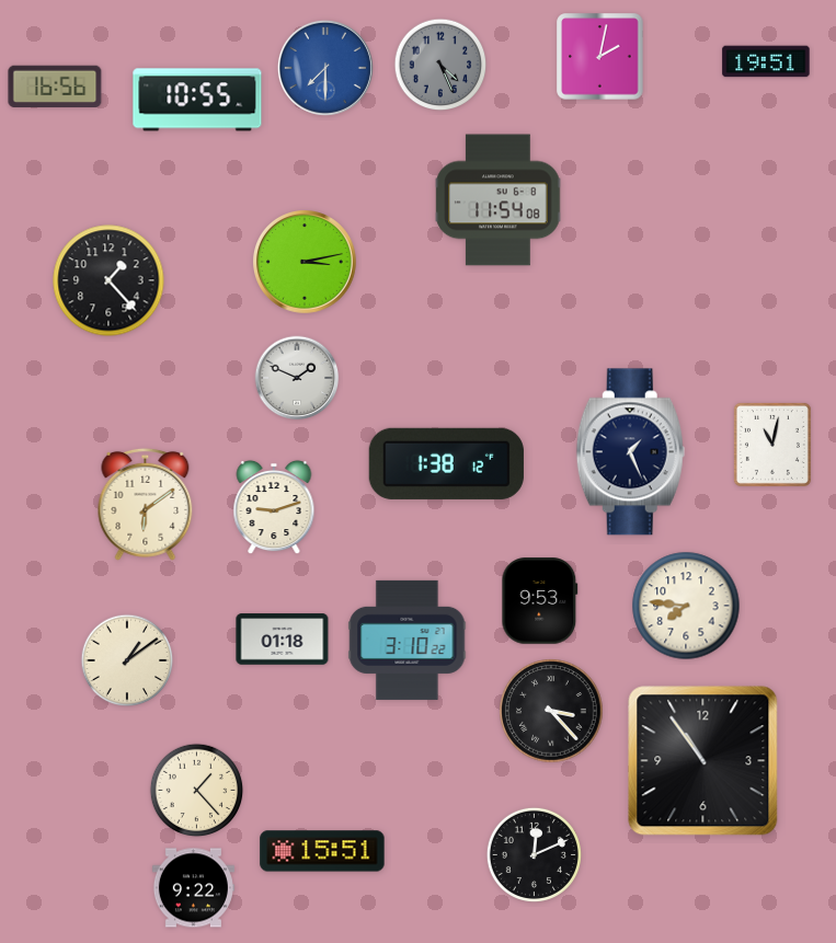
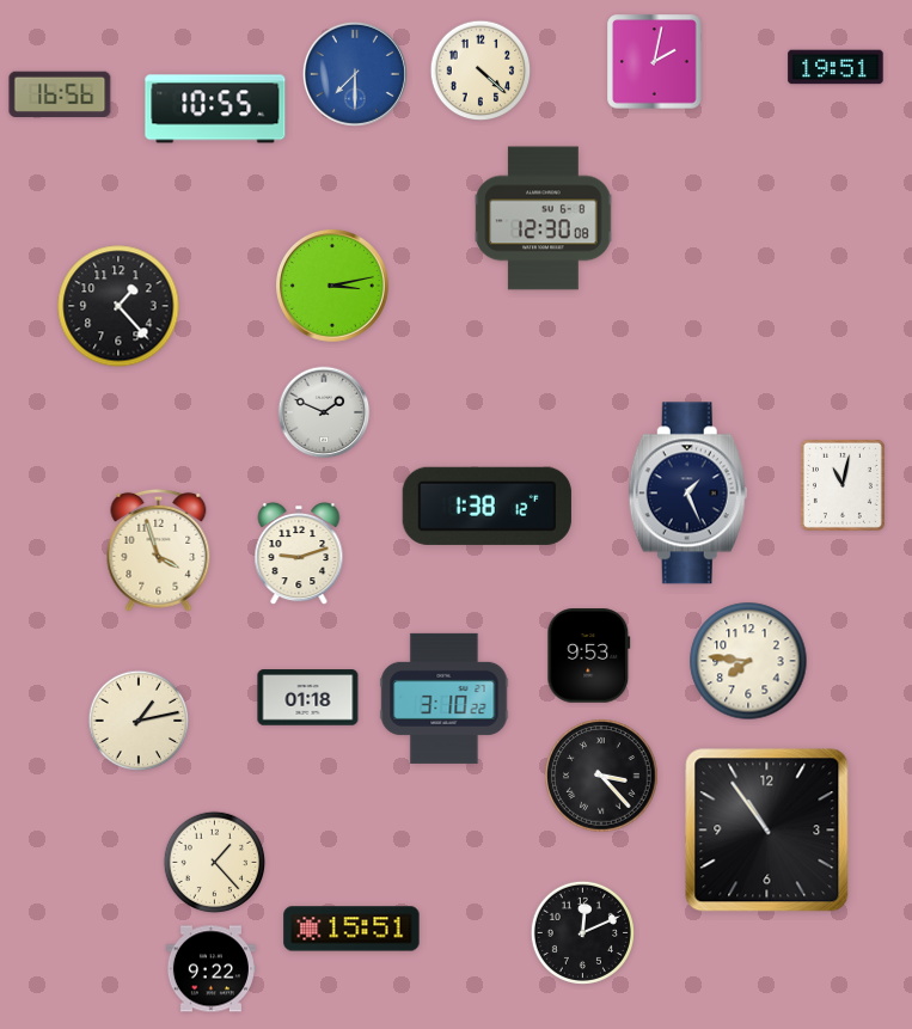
clock at (440, 65): 4:26 -> 4:22
clock at (440, 65) dial: grey -> cream
clock at (499, 200): 11:54 -> 12:30
clock at (146, 504): 6:09 -> 3:57
clock at (127, 660): 1:09 -> 1:13
